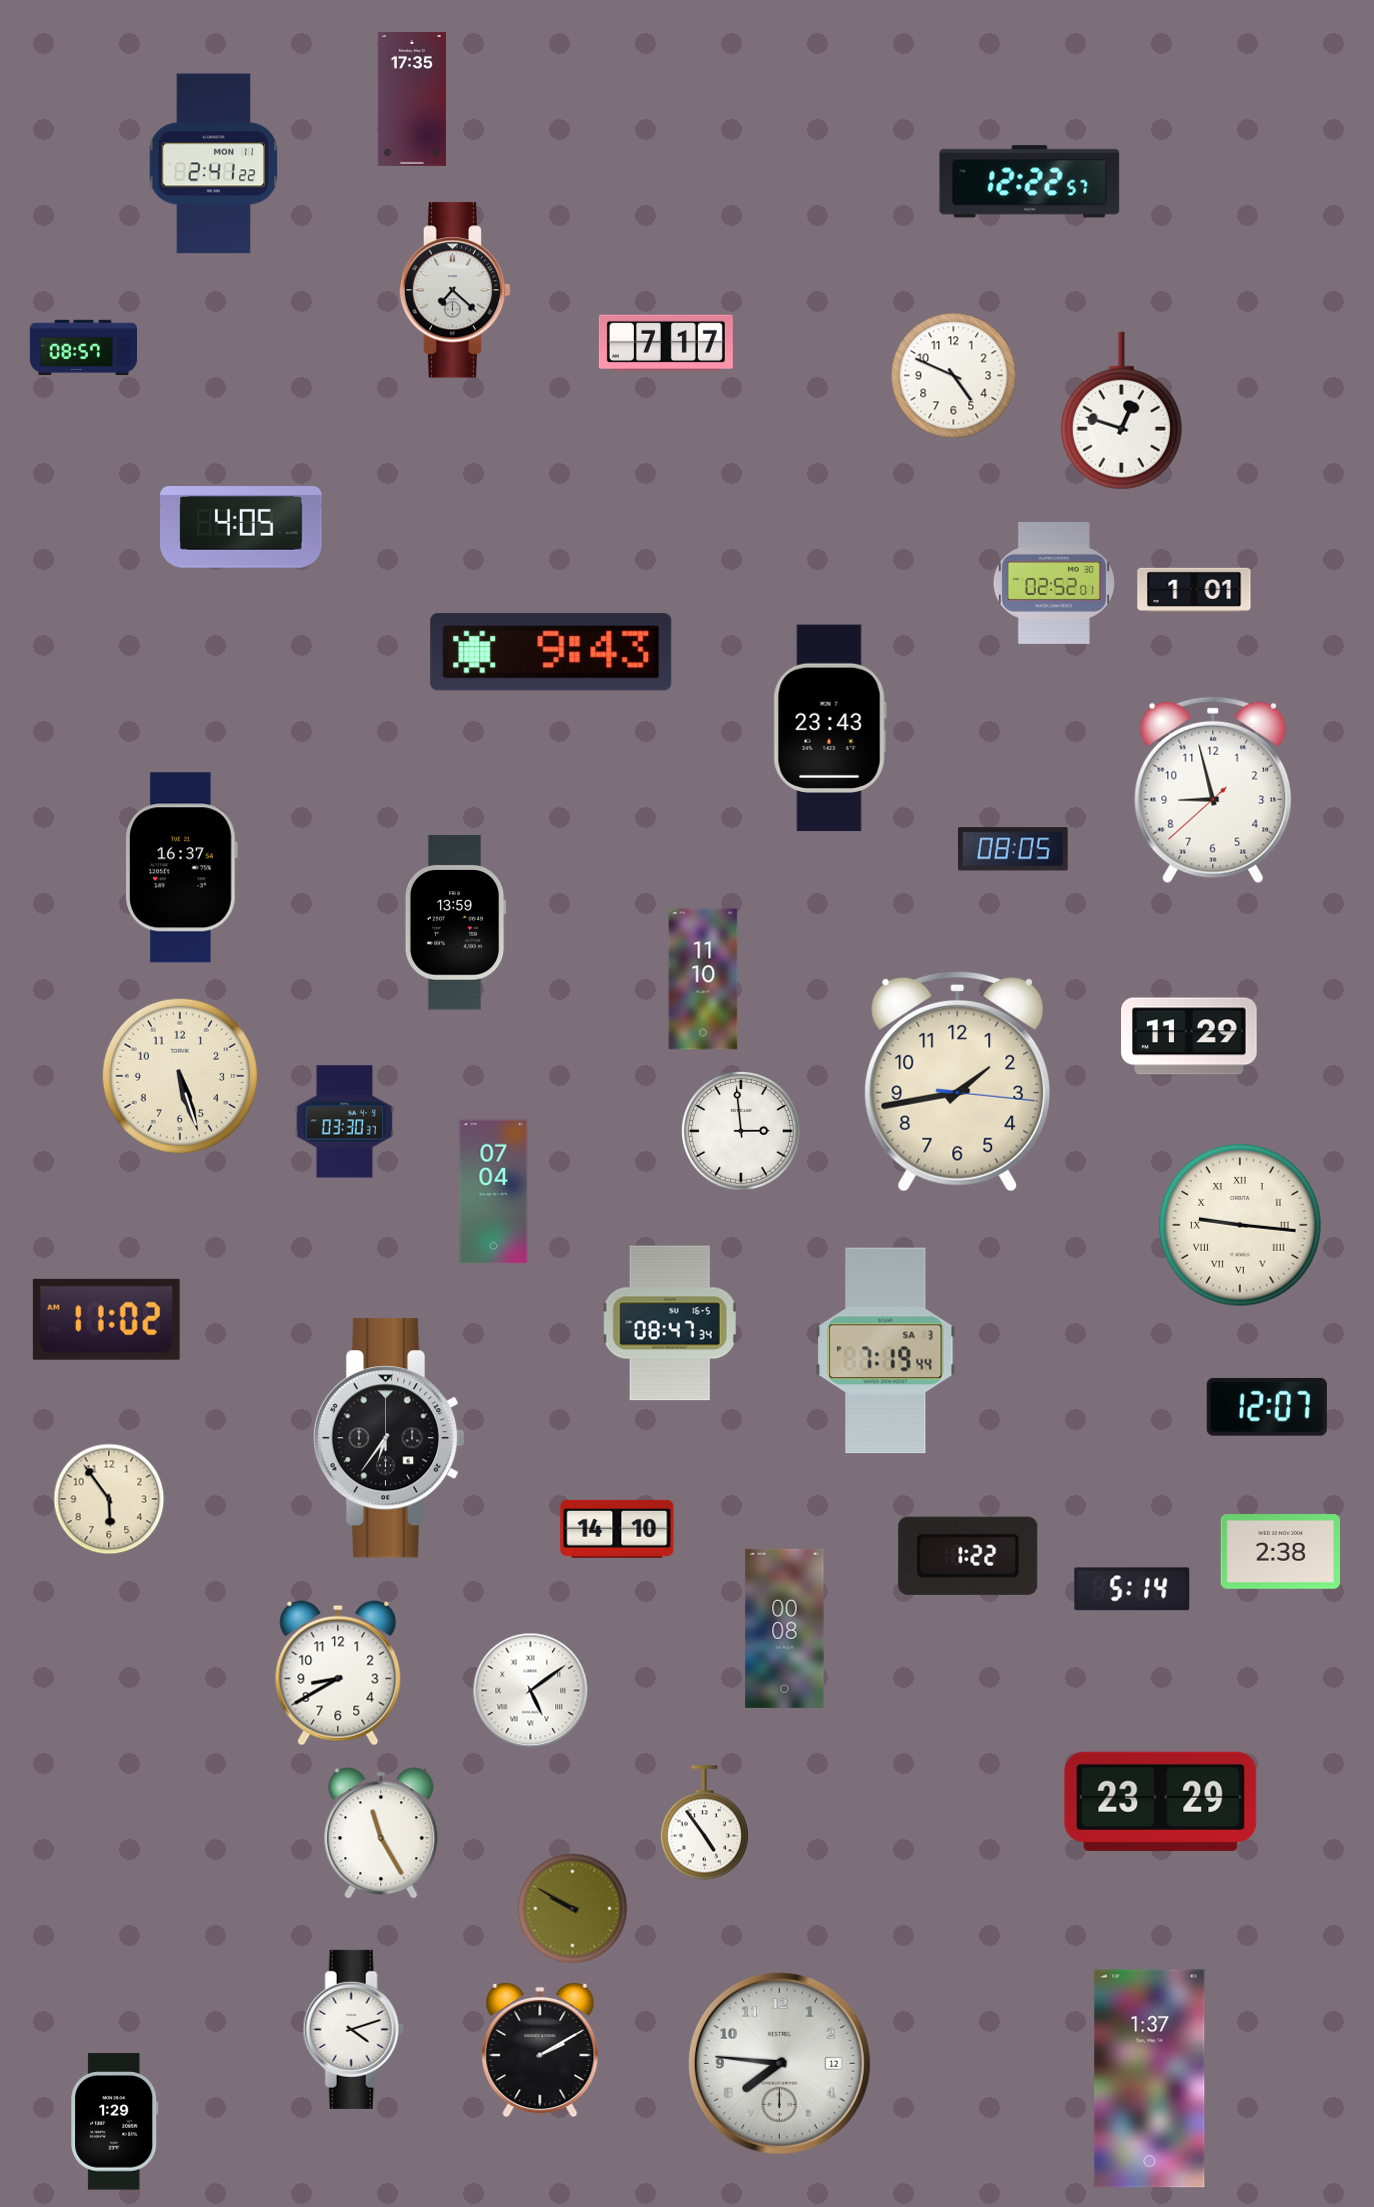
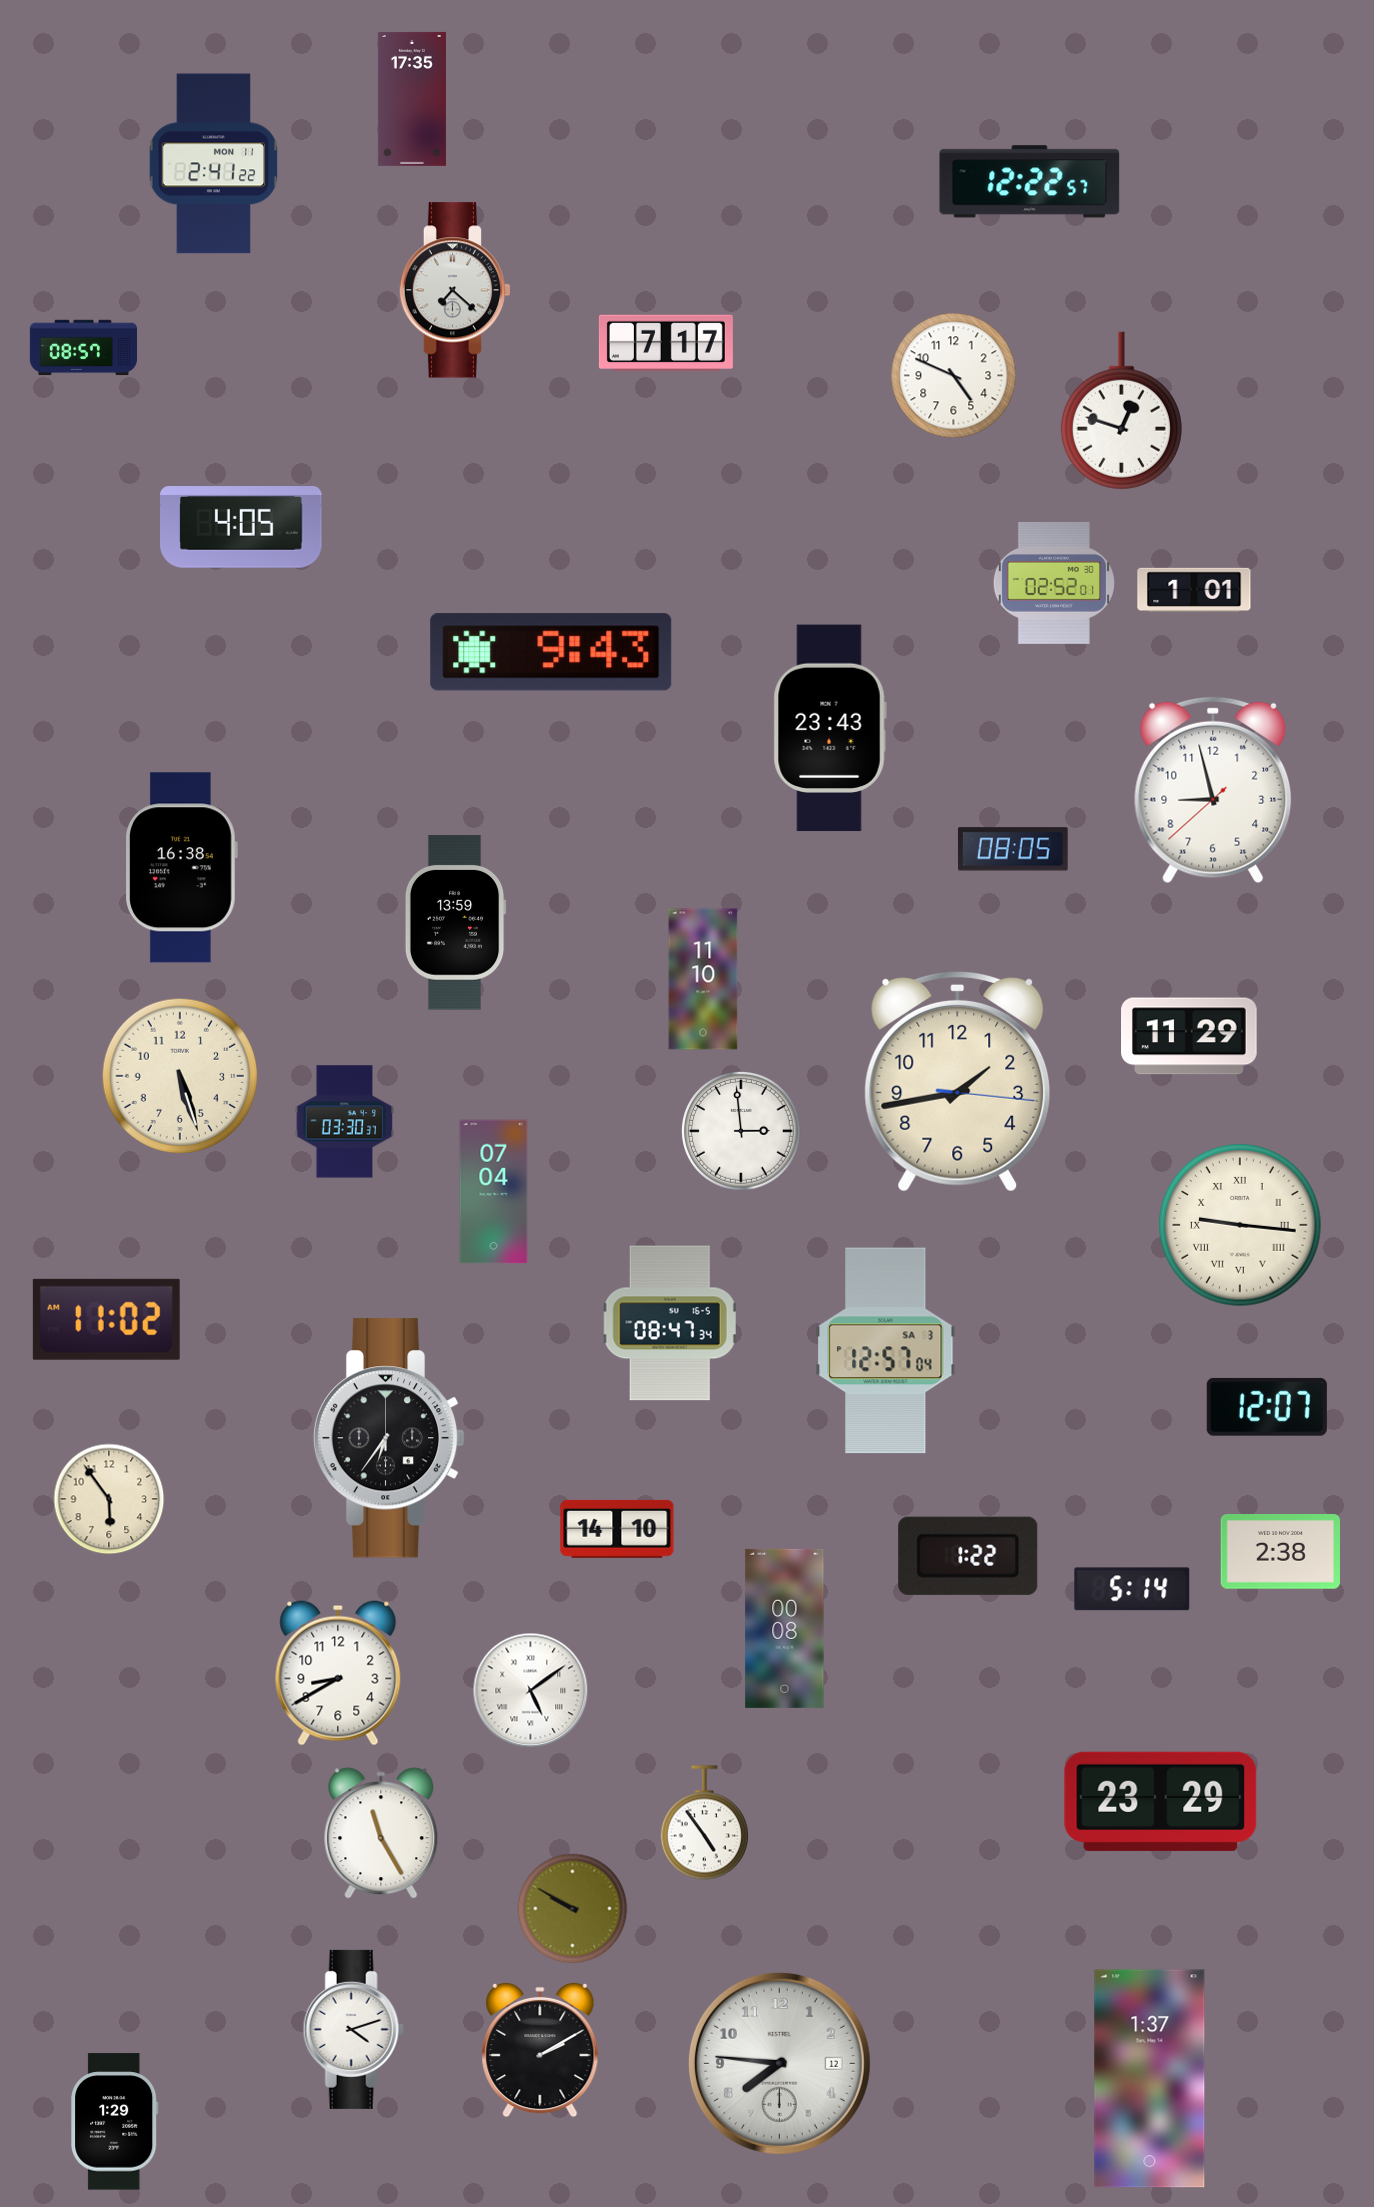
clock at (182, 868): 16:37 -> 16:38
clock at (886, 1351): 7:19 -> 12:57
